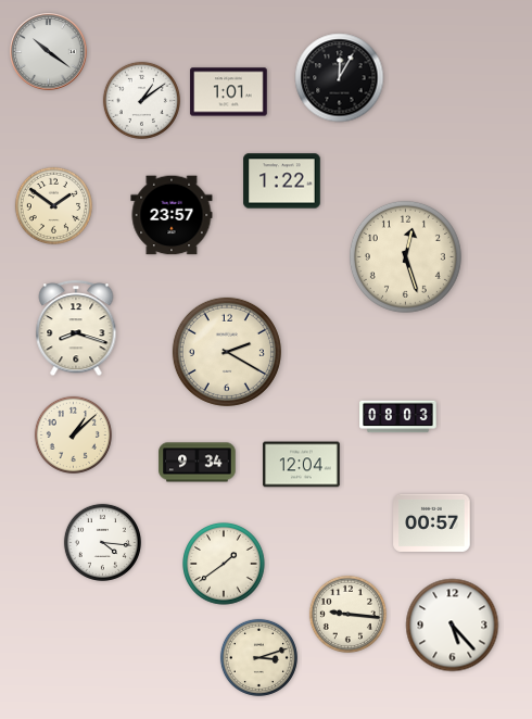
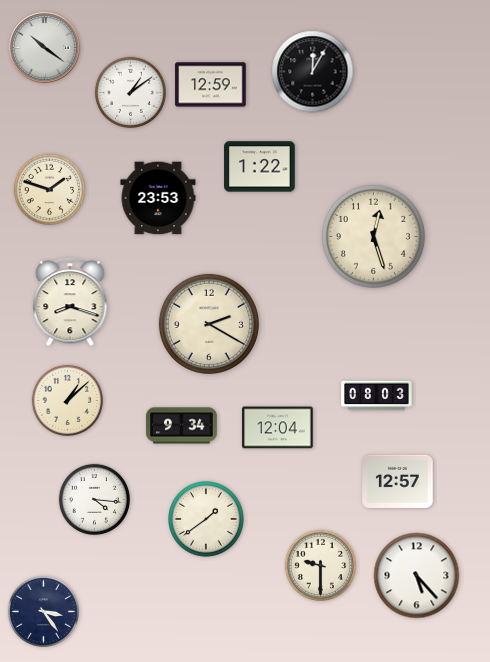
clock at (229, 92): 1:01 -> 12:59
clock at (53, 205): 1:51 -> 1:48
clock at (172, 215): 23:57 -> 23:53
clock at (398, 417) position: (398, 417) -> (377, 396)
clock at (432, 522): 00:57 -> 12:57
clock at (347, 614): 9:16 -> 9:30
clock at (258, 657): 3:12 -> none
clock at (43, 611): none -> 3:24
